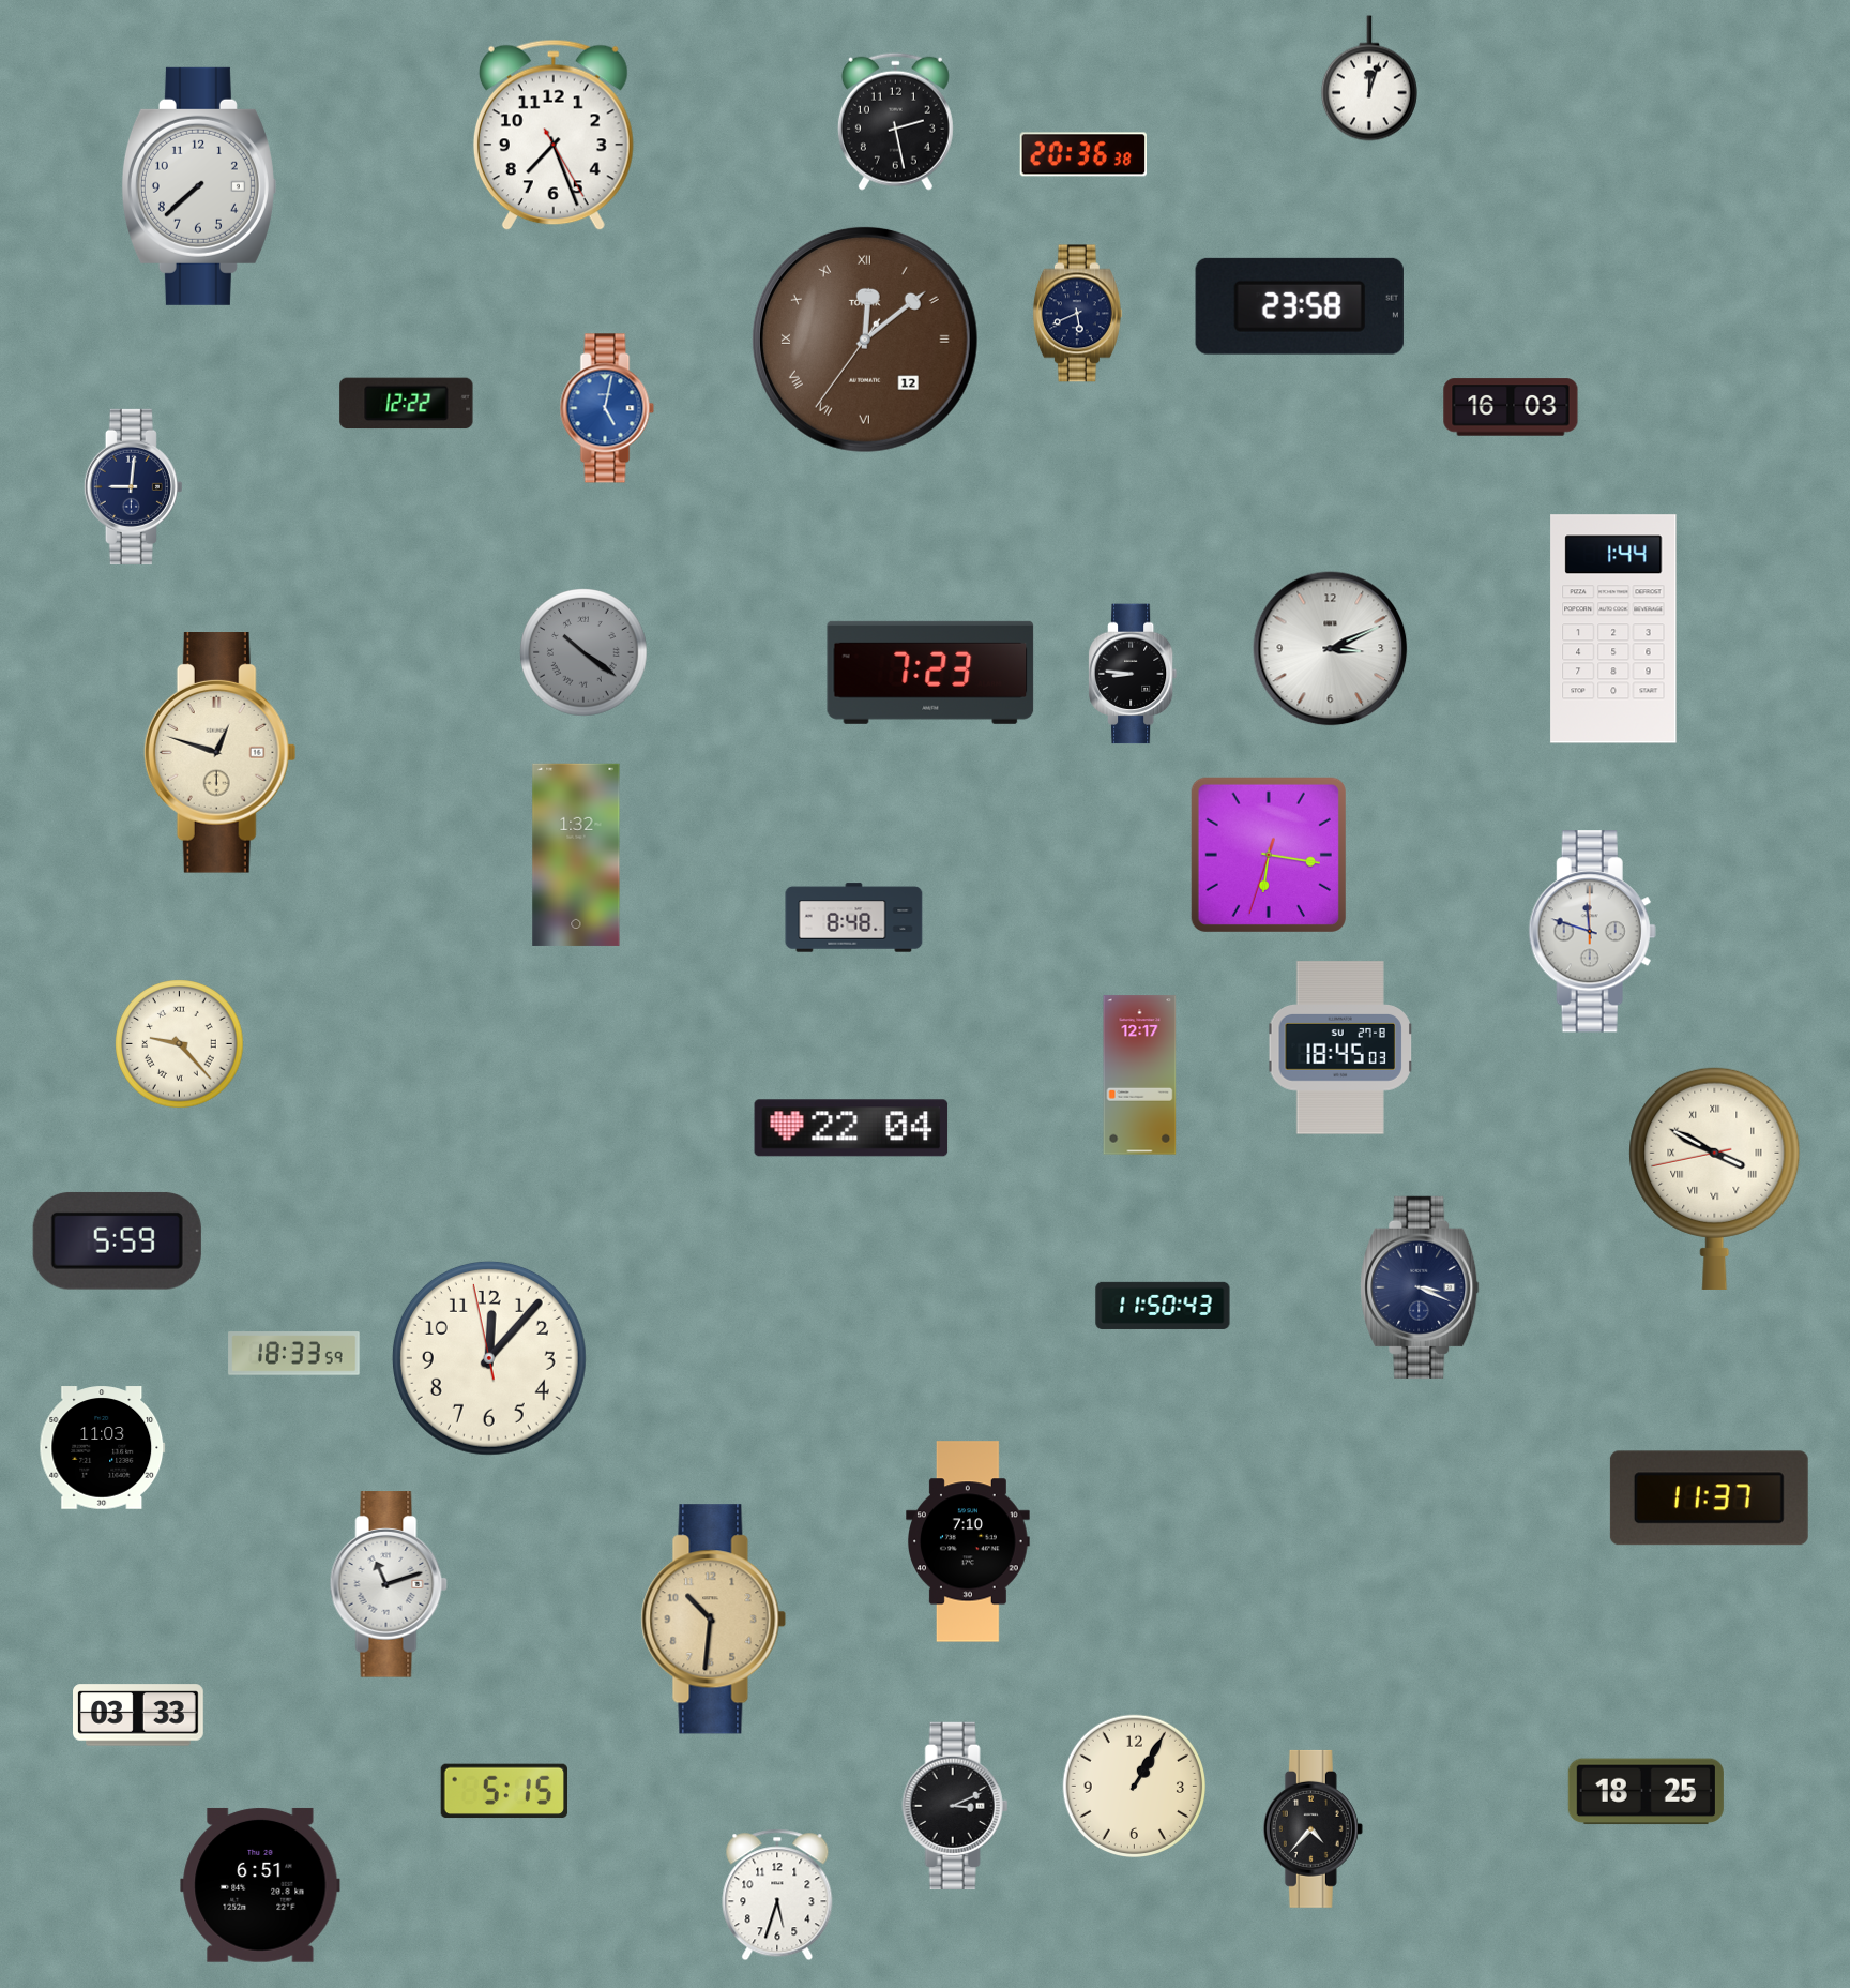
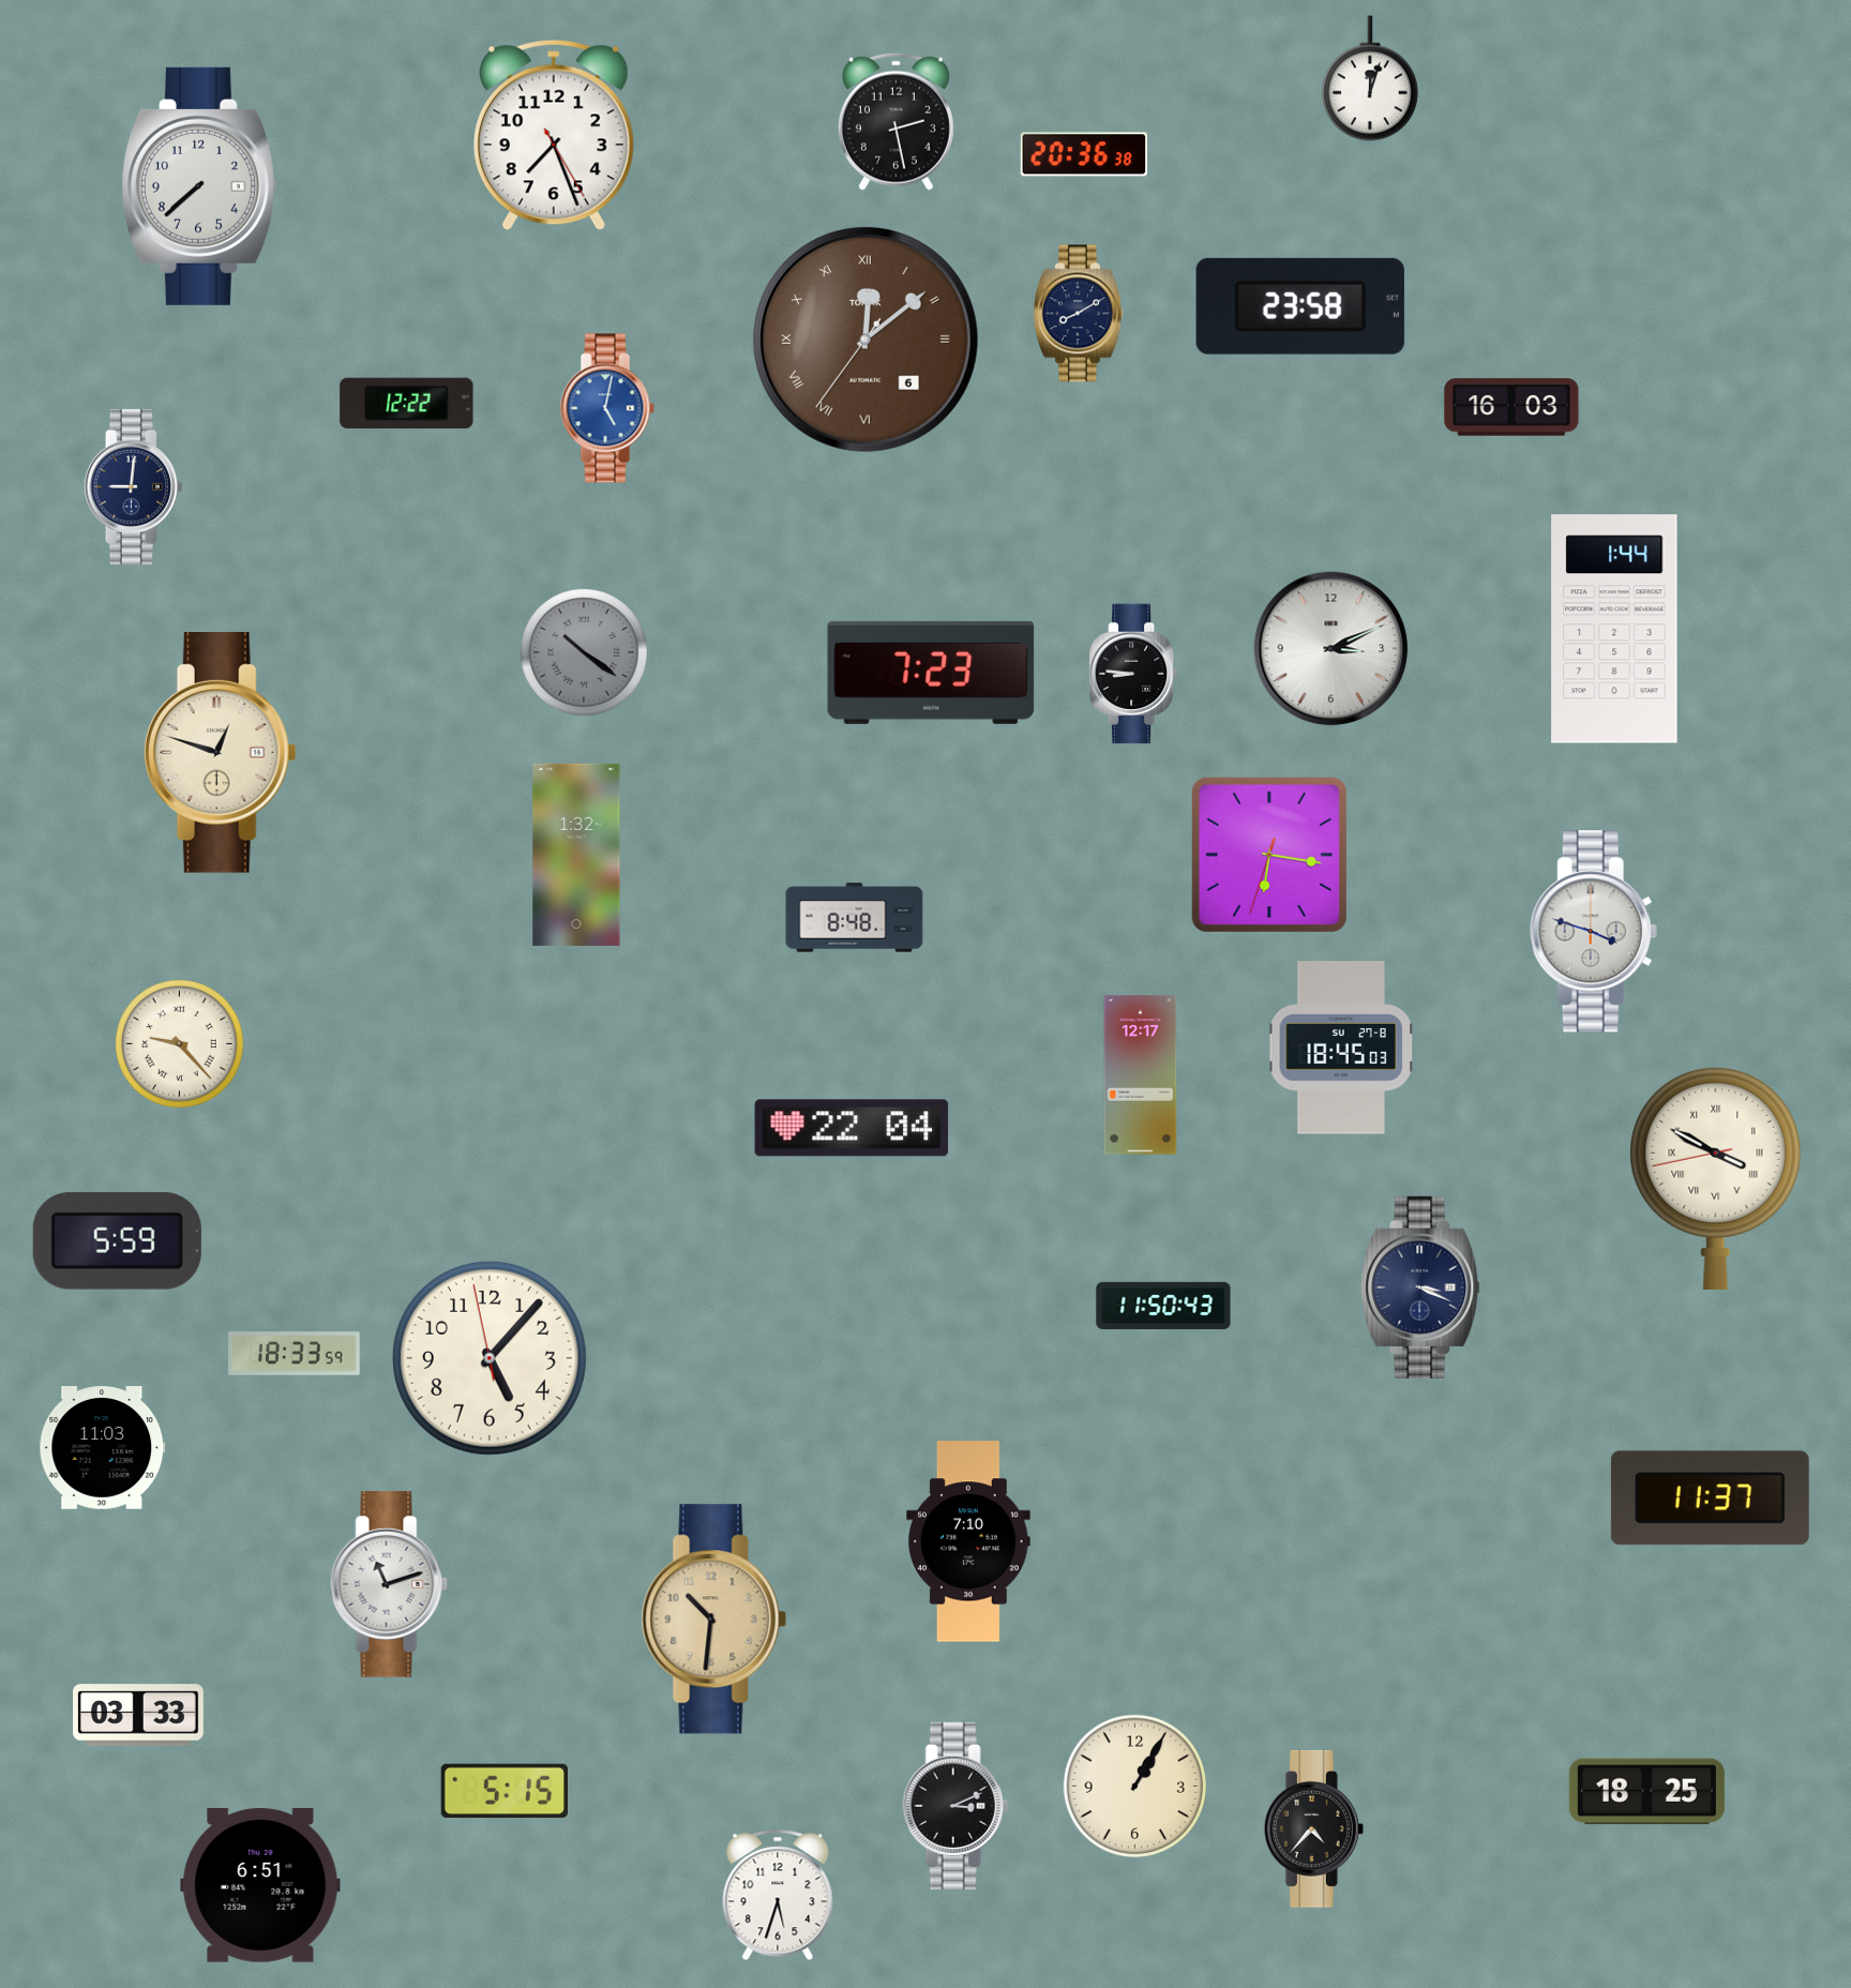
clock at (1077, 314): 5:41 -> 8:10
clock at (865, 340) date: 12 -> 6
clock at (1592, 932): 11:48 -> 3:48
clock at (489, 1358): 12:06 -> 5:06
